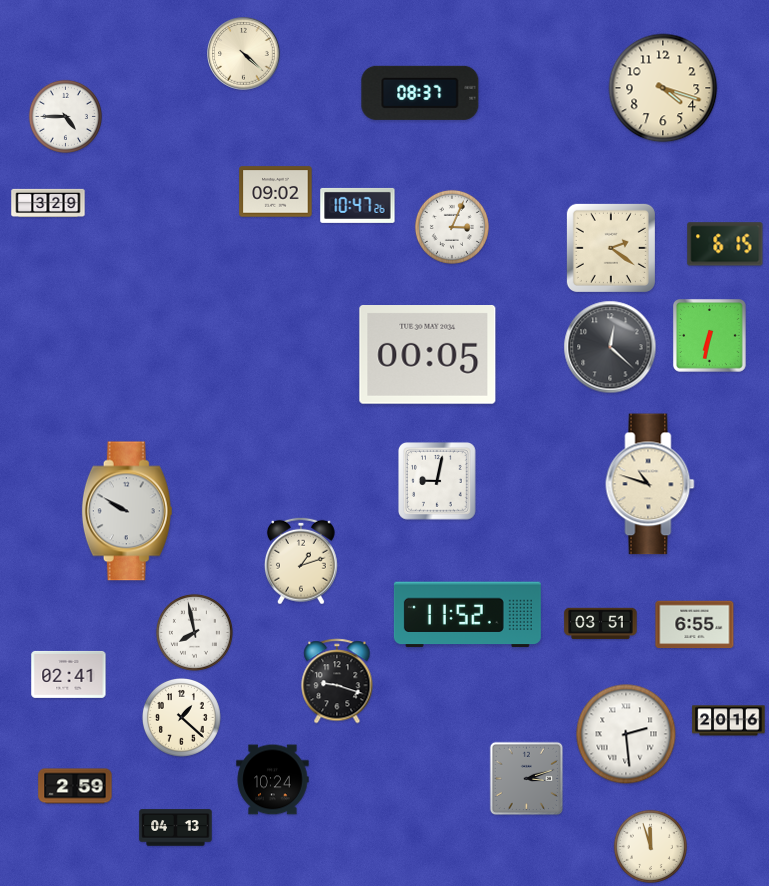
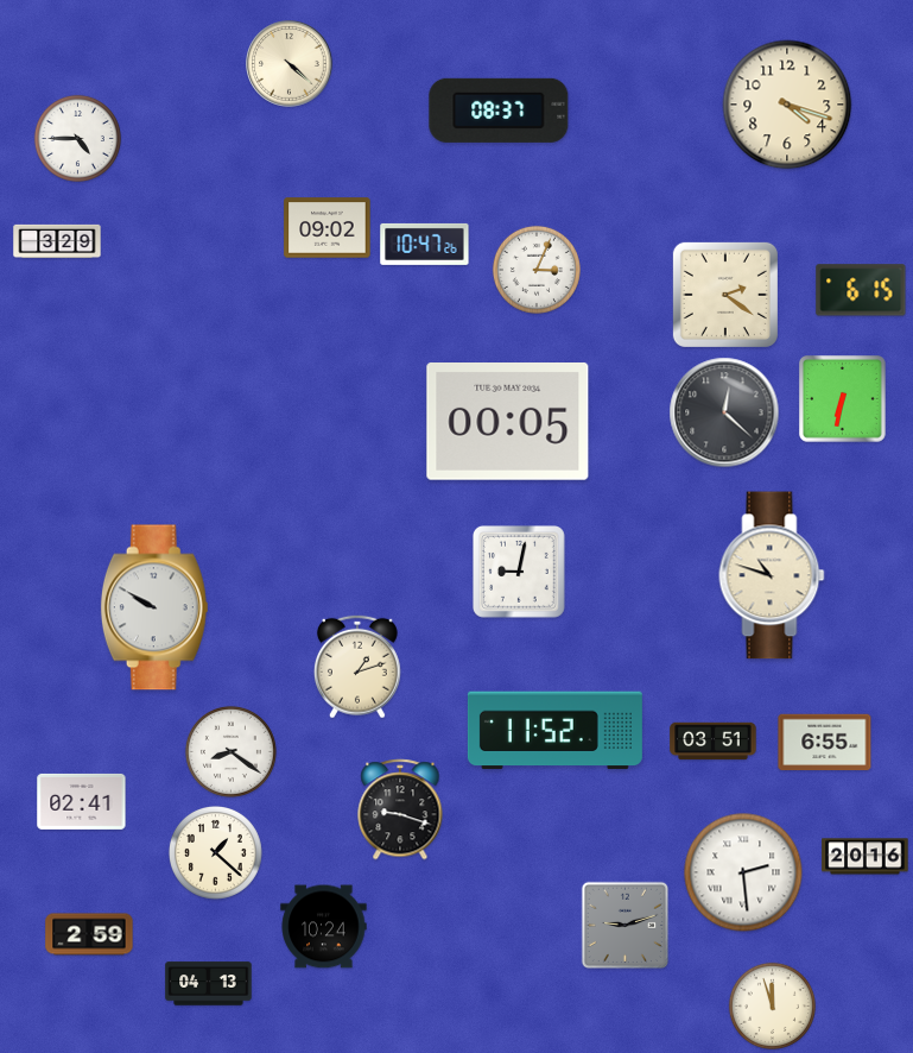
clock at (127, 511) position: (127, 511) -> (154, 607)
clock at (194, 632): 7:58 -> 8:21
clock at (527, 779): 3:12 -> 9:12
